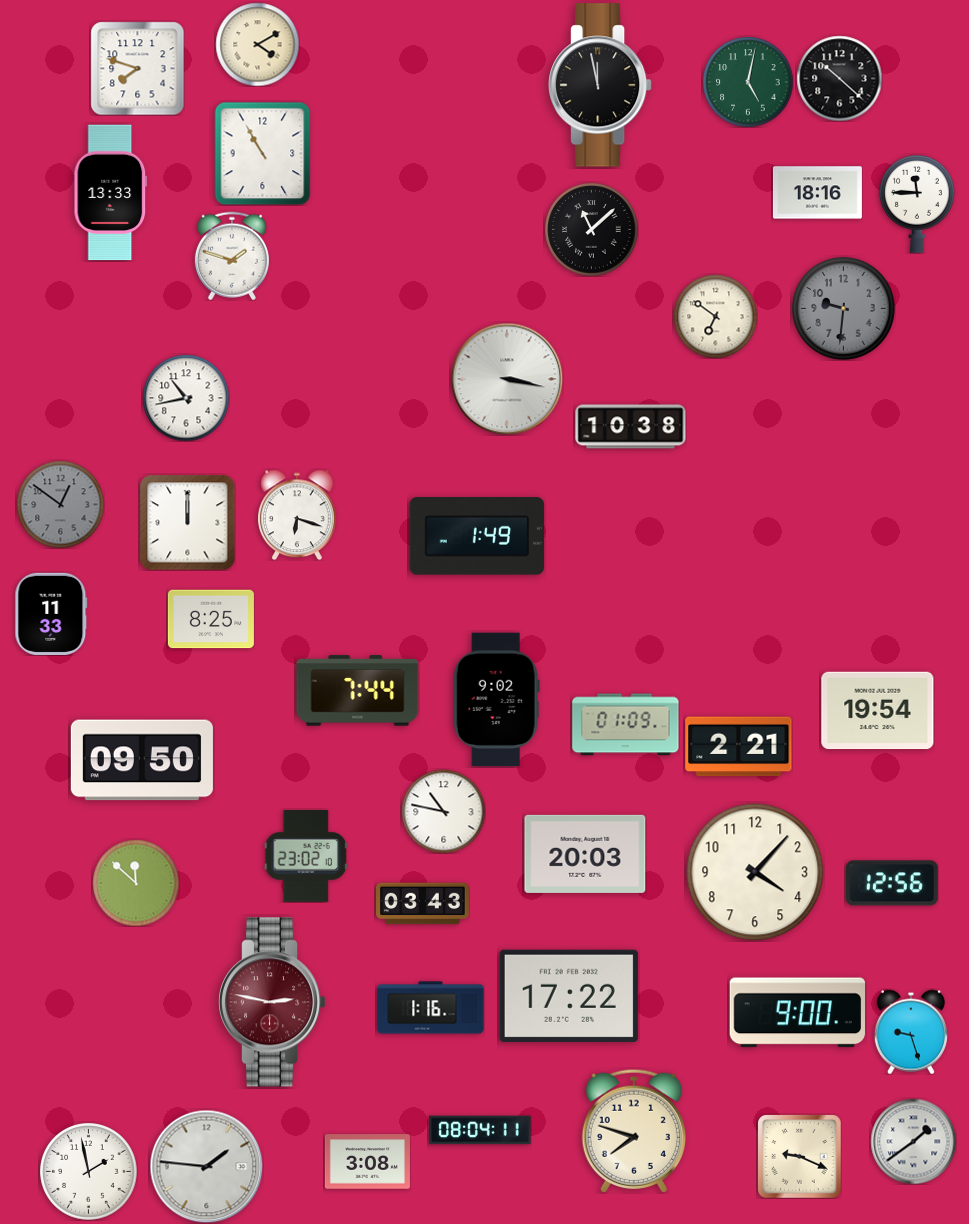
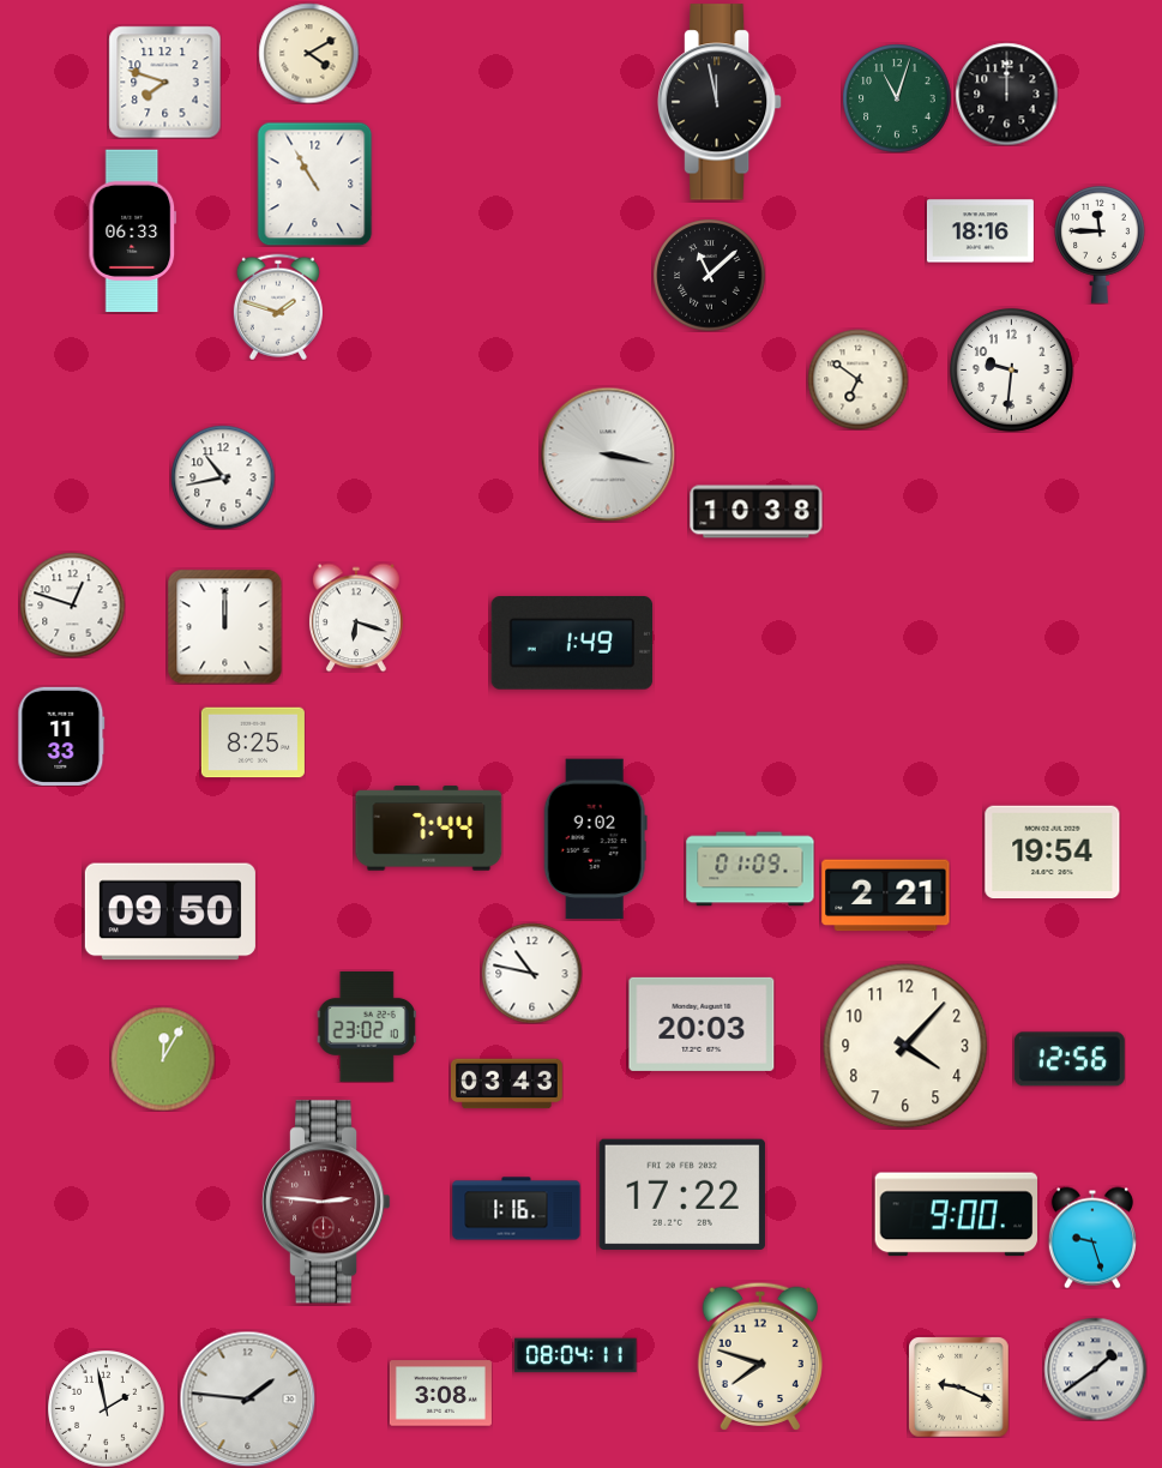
clock at (839, 78): 10:22 -> 12:00
clock at (748, 82): 5:02 -> 11:03
clock at (111, 193): 13:33 -> 06:33
clock at (843, 308) dial: grey -> white
clock at (60, 504): 12:51 -> 12:48
clock at (60, 504) dial: grey -> white
clock at (136, 883): 11:52 -> 12:05
clock at (272, 1002): 2:47 -> 2:46
clock at (89, 1172) position: (89, 1172) -> (107, 1409)
